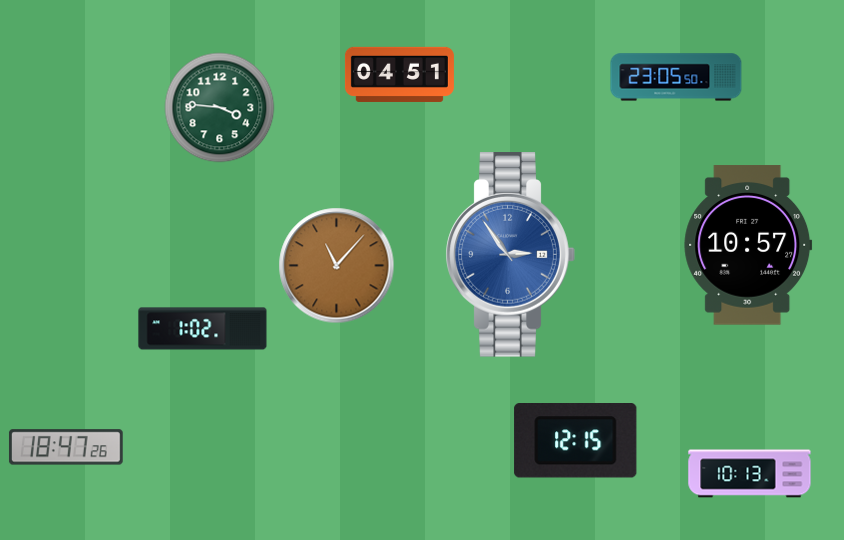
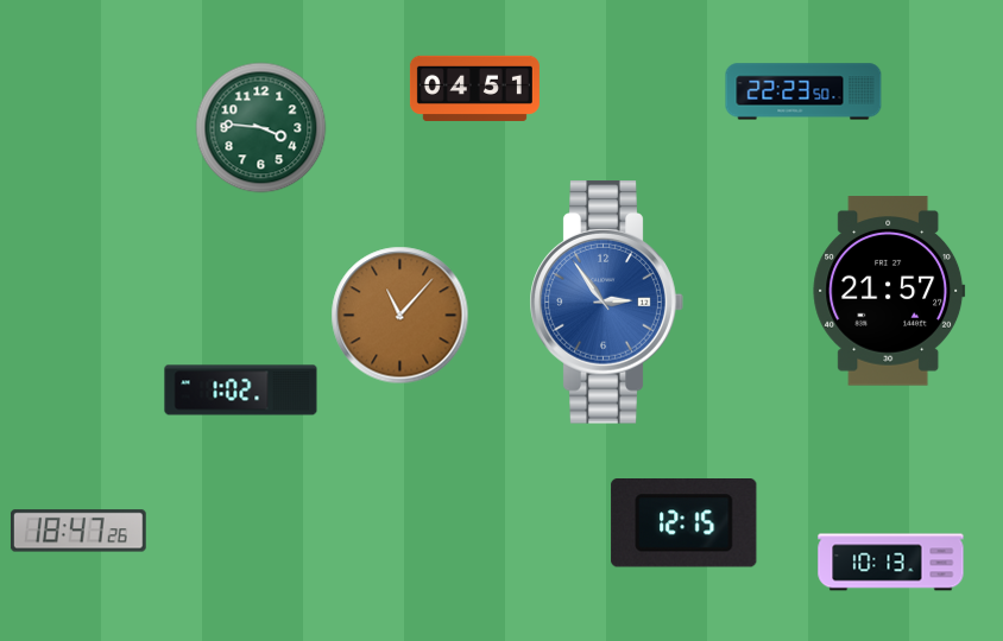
clock at (676, 77): 23:05 -> 22:23
clock at (748, 245): 10:57 -> 21:57
